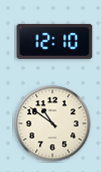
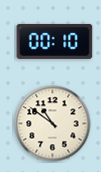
clock at (55, 41): 12:10 -> 00:10
